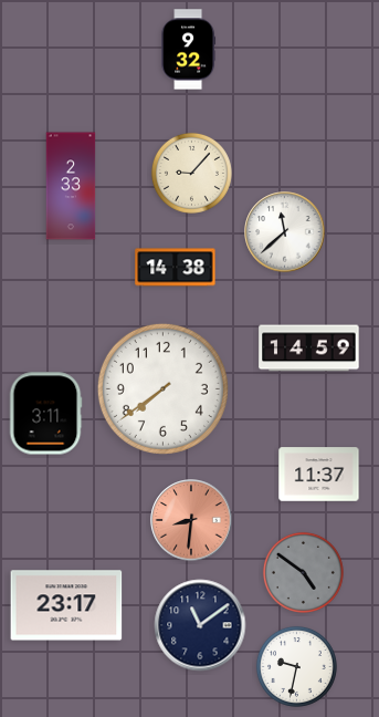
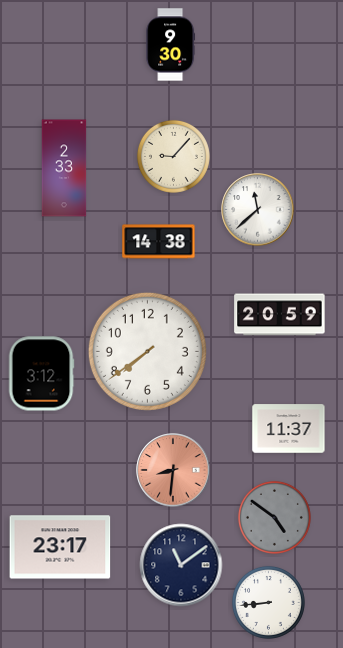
clock at (189, 50): 9:32 -> 9:30
clock at (309, 349): 14:59 -> 20:59
clock at (45, 414): 3:11 -> 3:12
clock at (296, 666): 9:32 -> 8:44
